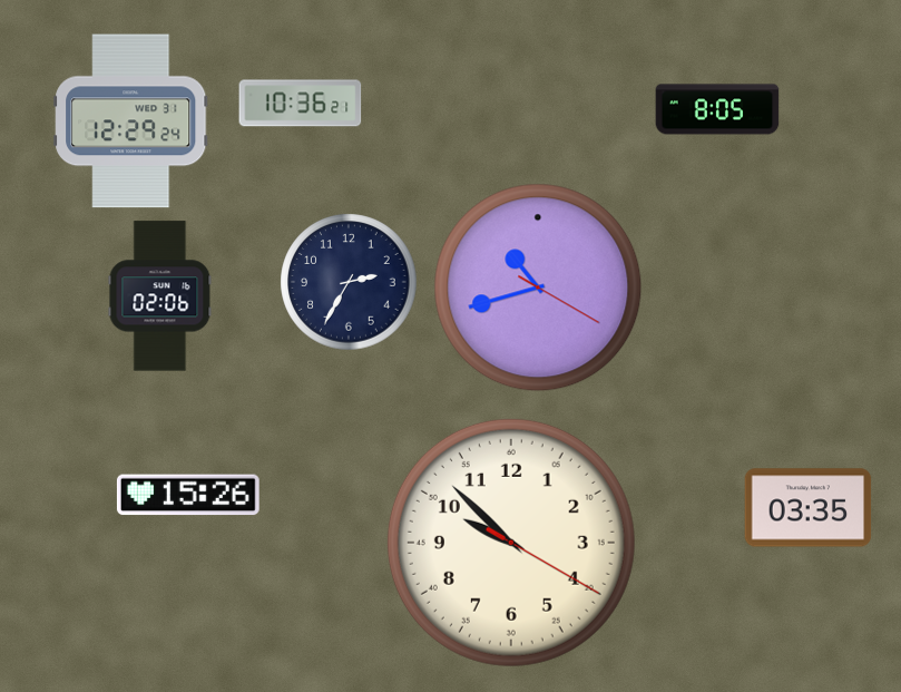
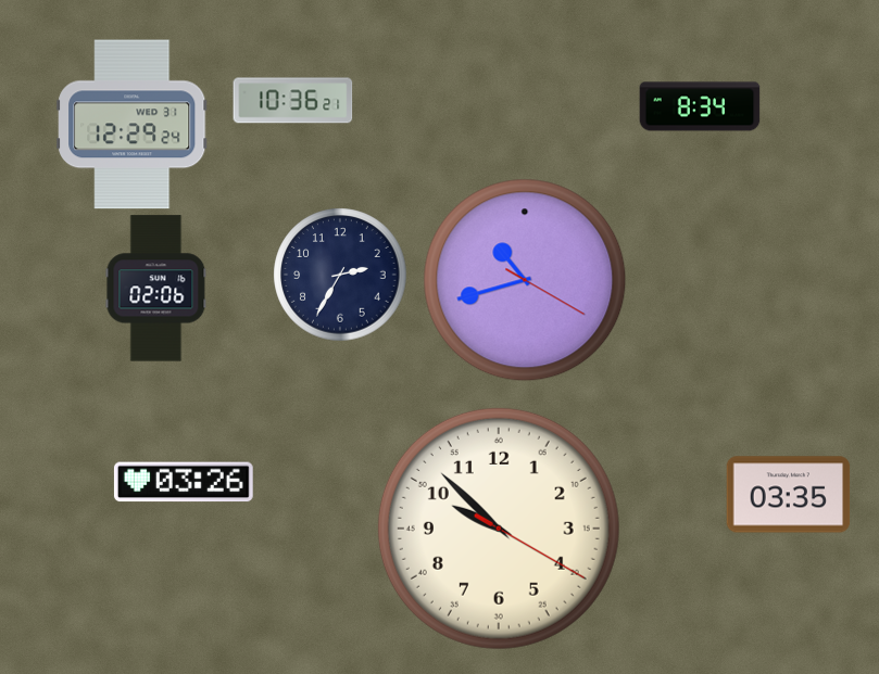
clock at (717, 109): 8:05 -> 8:34
clock at (131, 121) position: (131, 121) -> (133, 125)
clock at (188, 495): 15:26 -> 03:26
